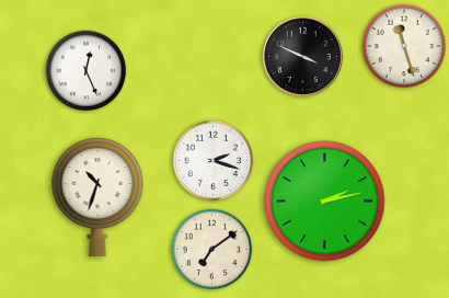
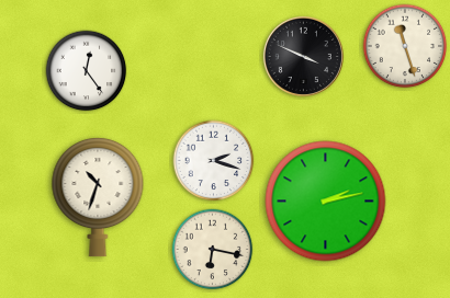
clock at (87, 71): 12:26 -> 12:24
clock at (212, 250): 7:09 -> 6:17
